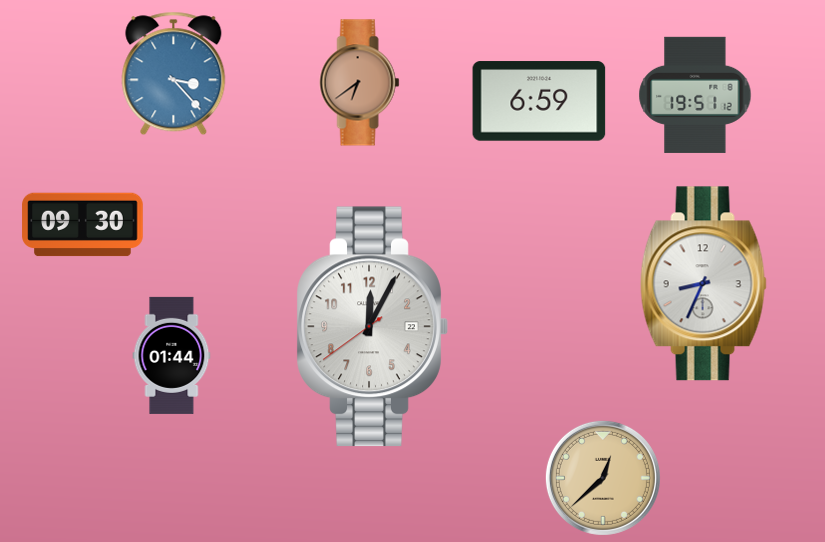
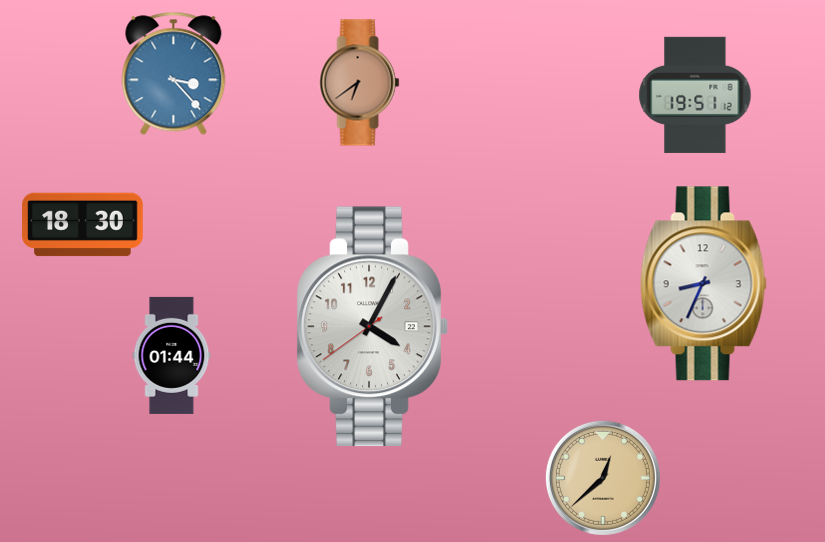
clock at (539, 101): 6:59 -> none
clock at (83, 225): 09:30 -> 18:30
clock at (372, 327): 12:04 -> 4:04
